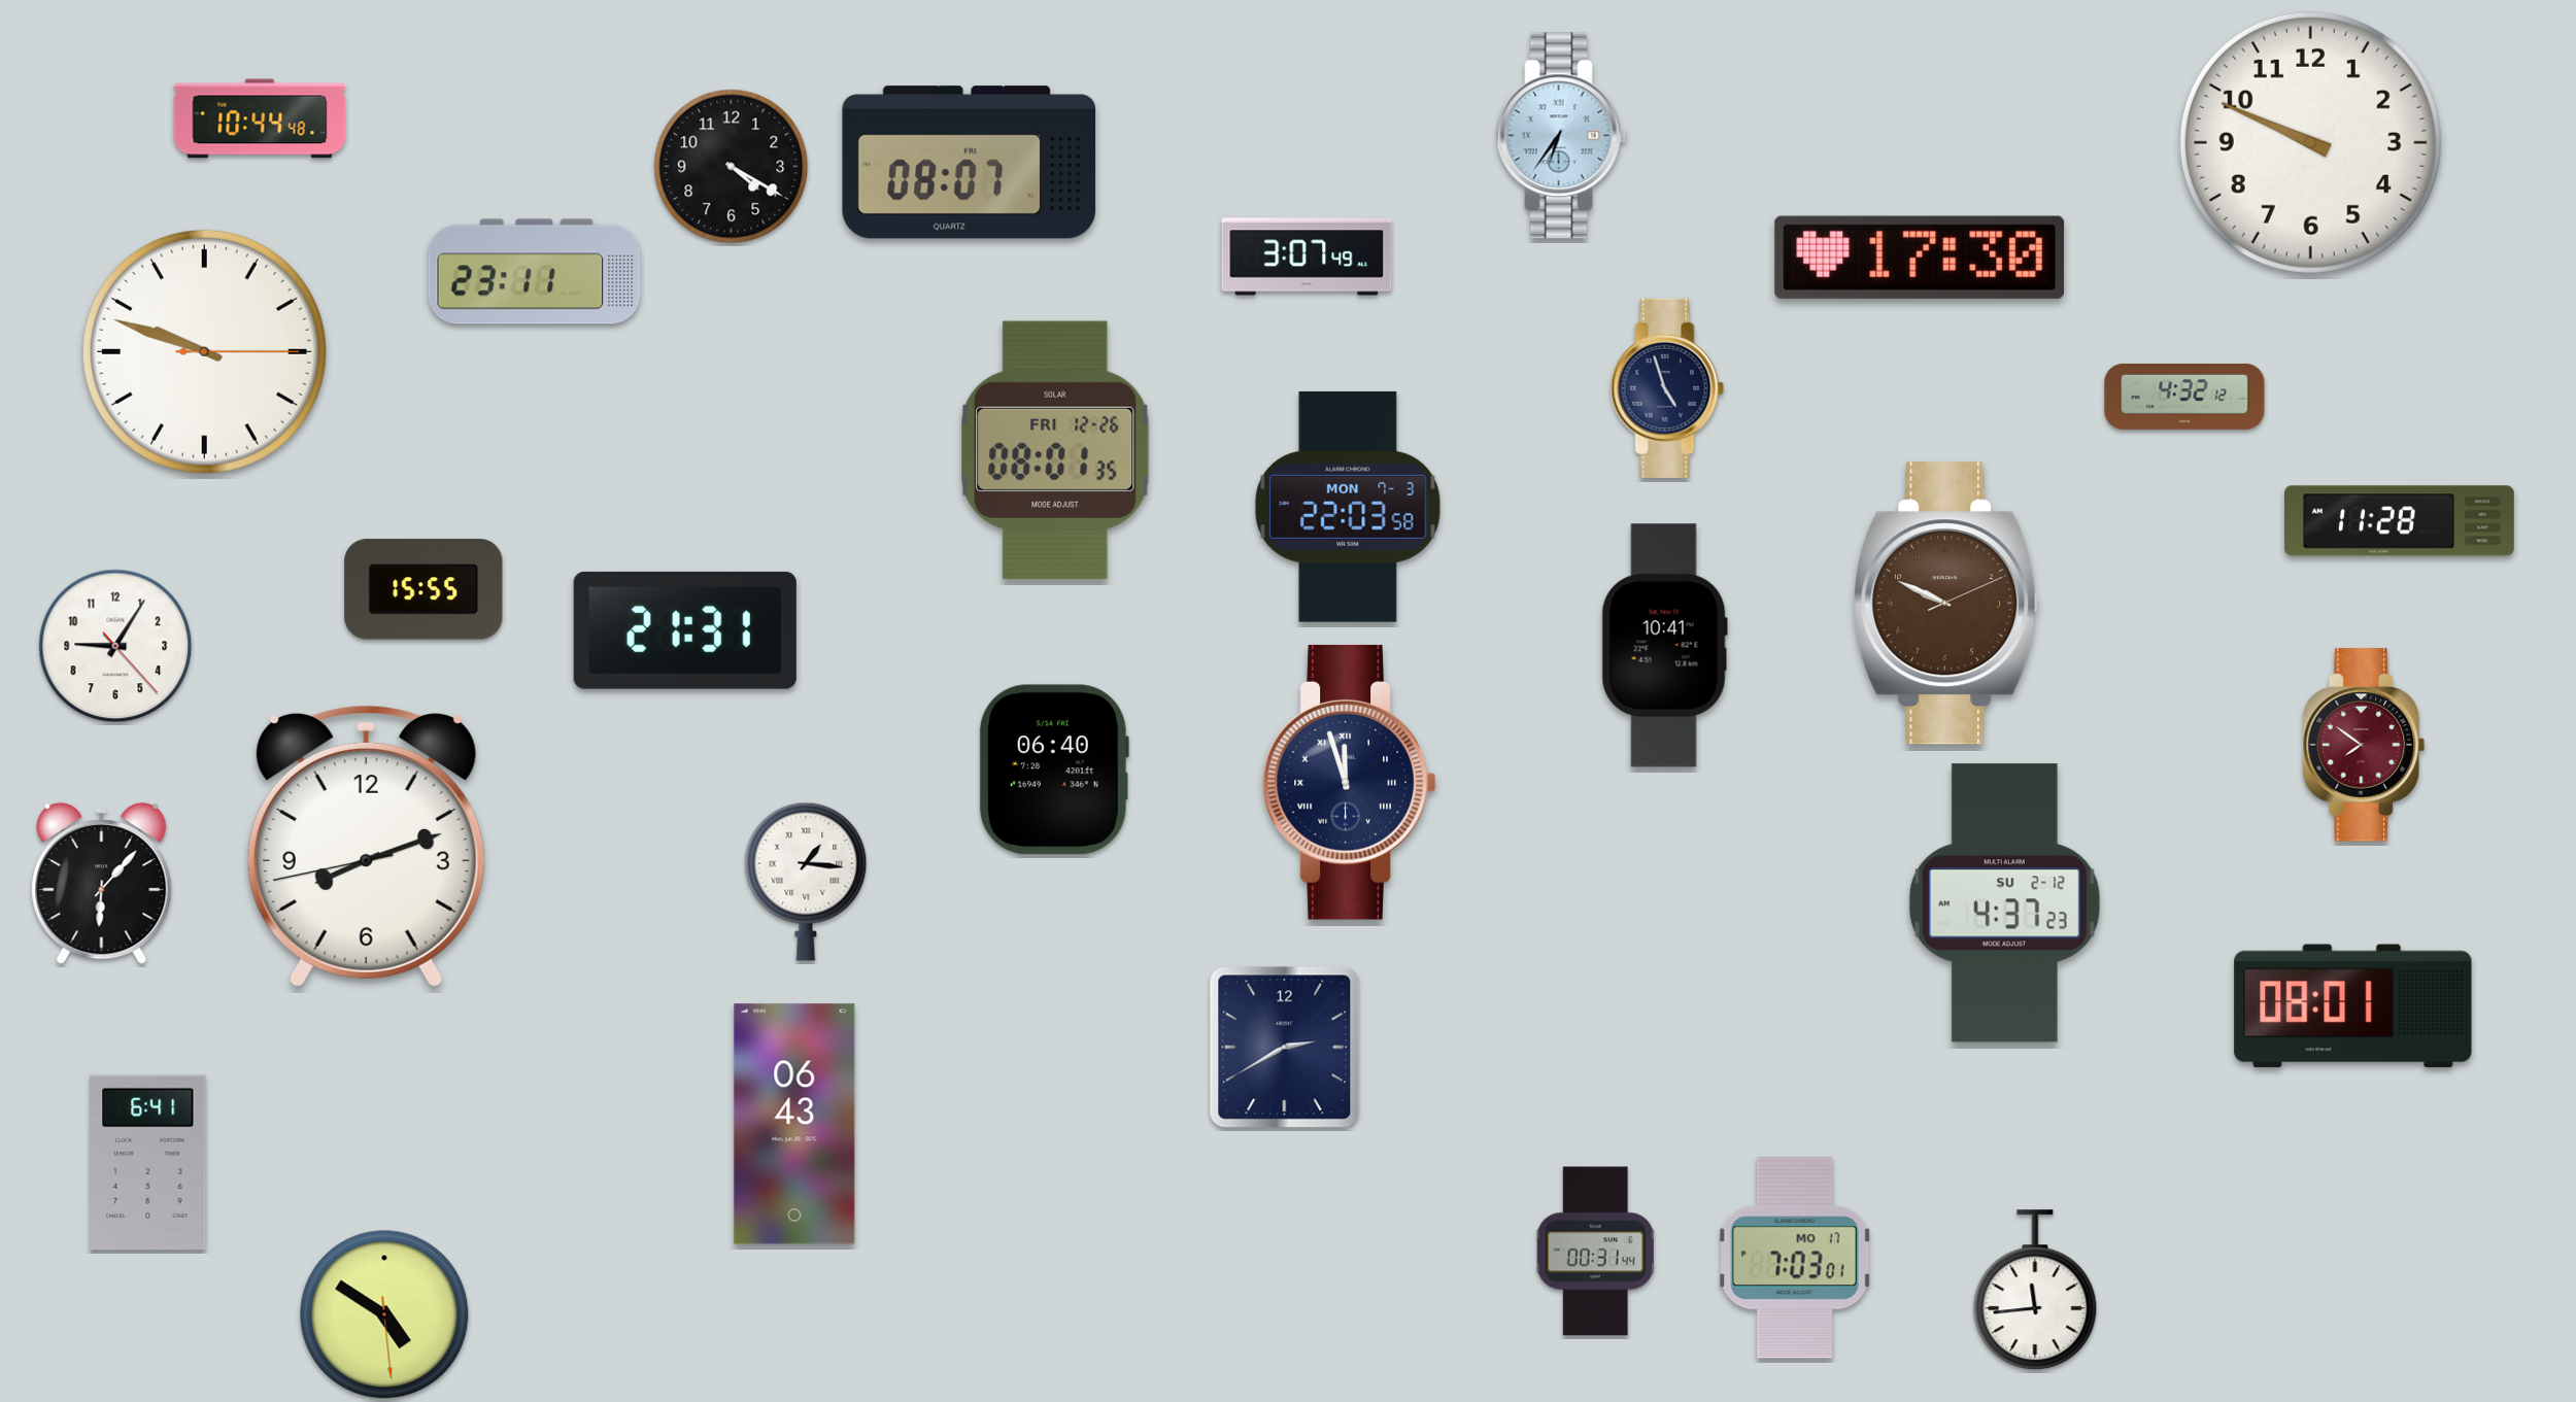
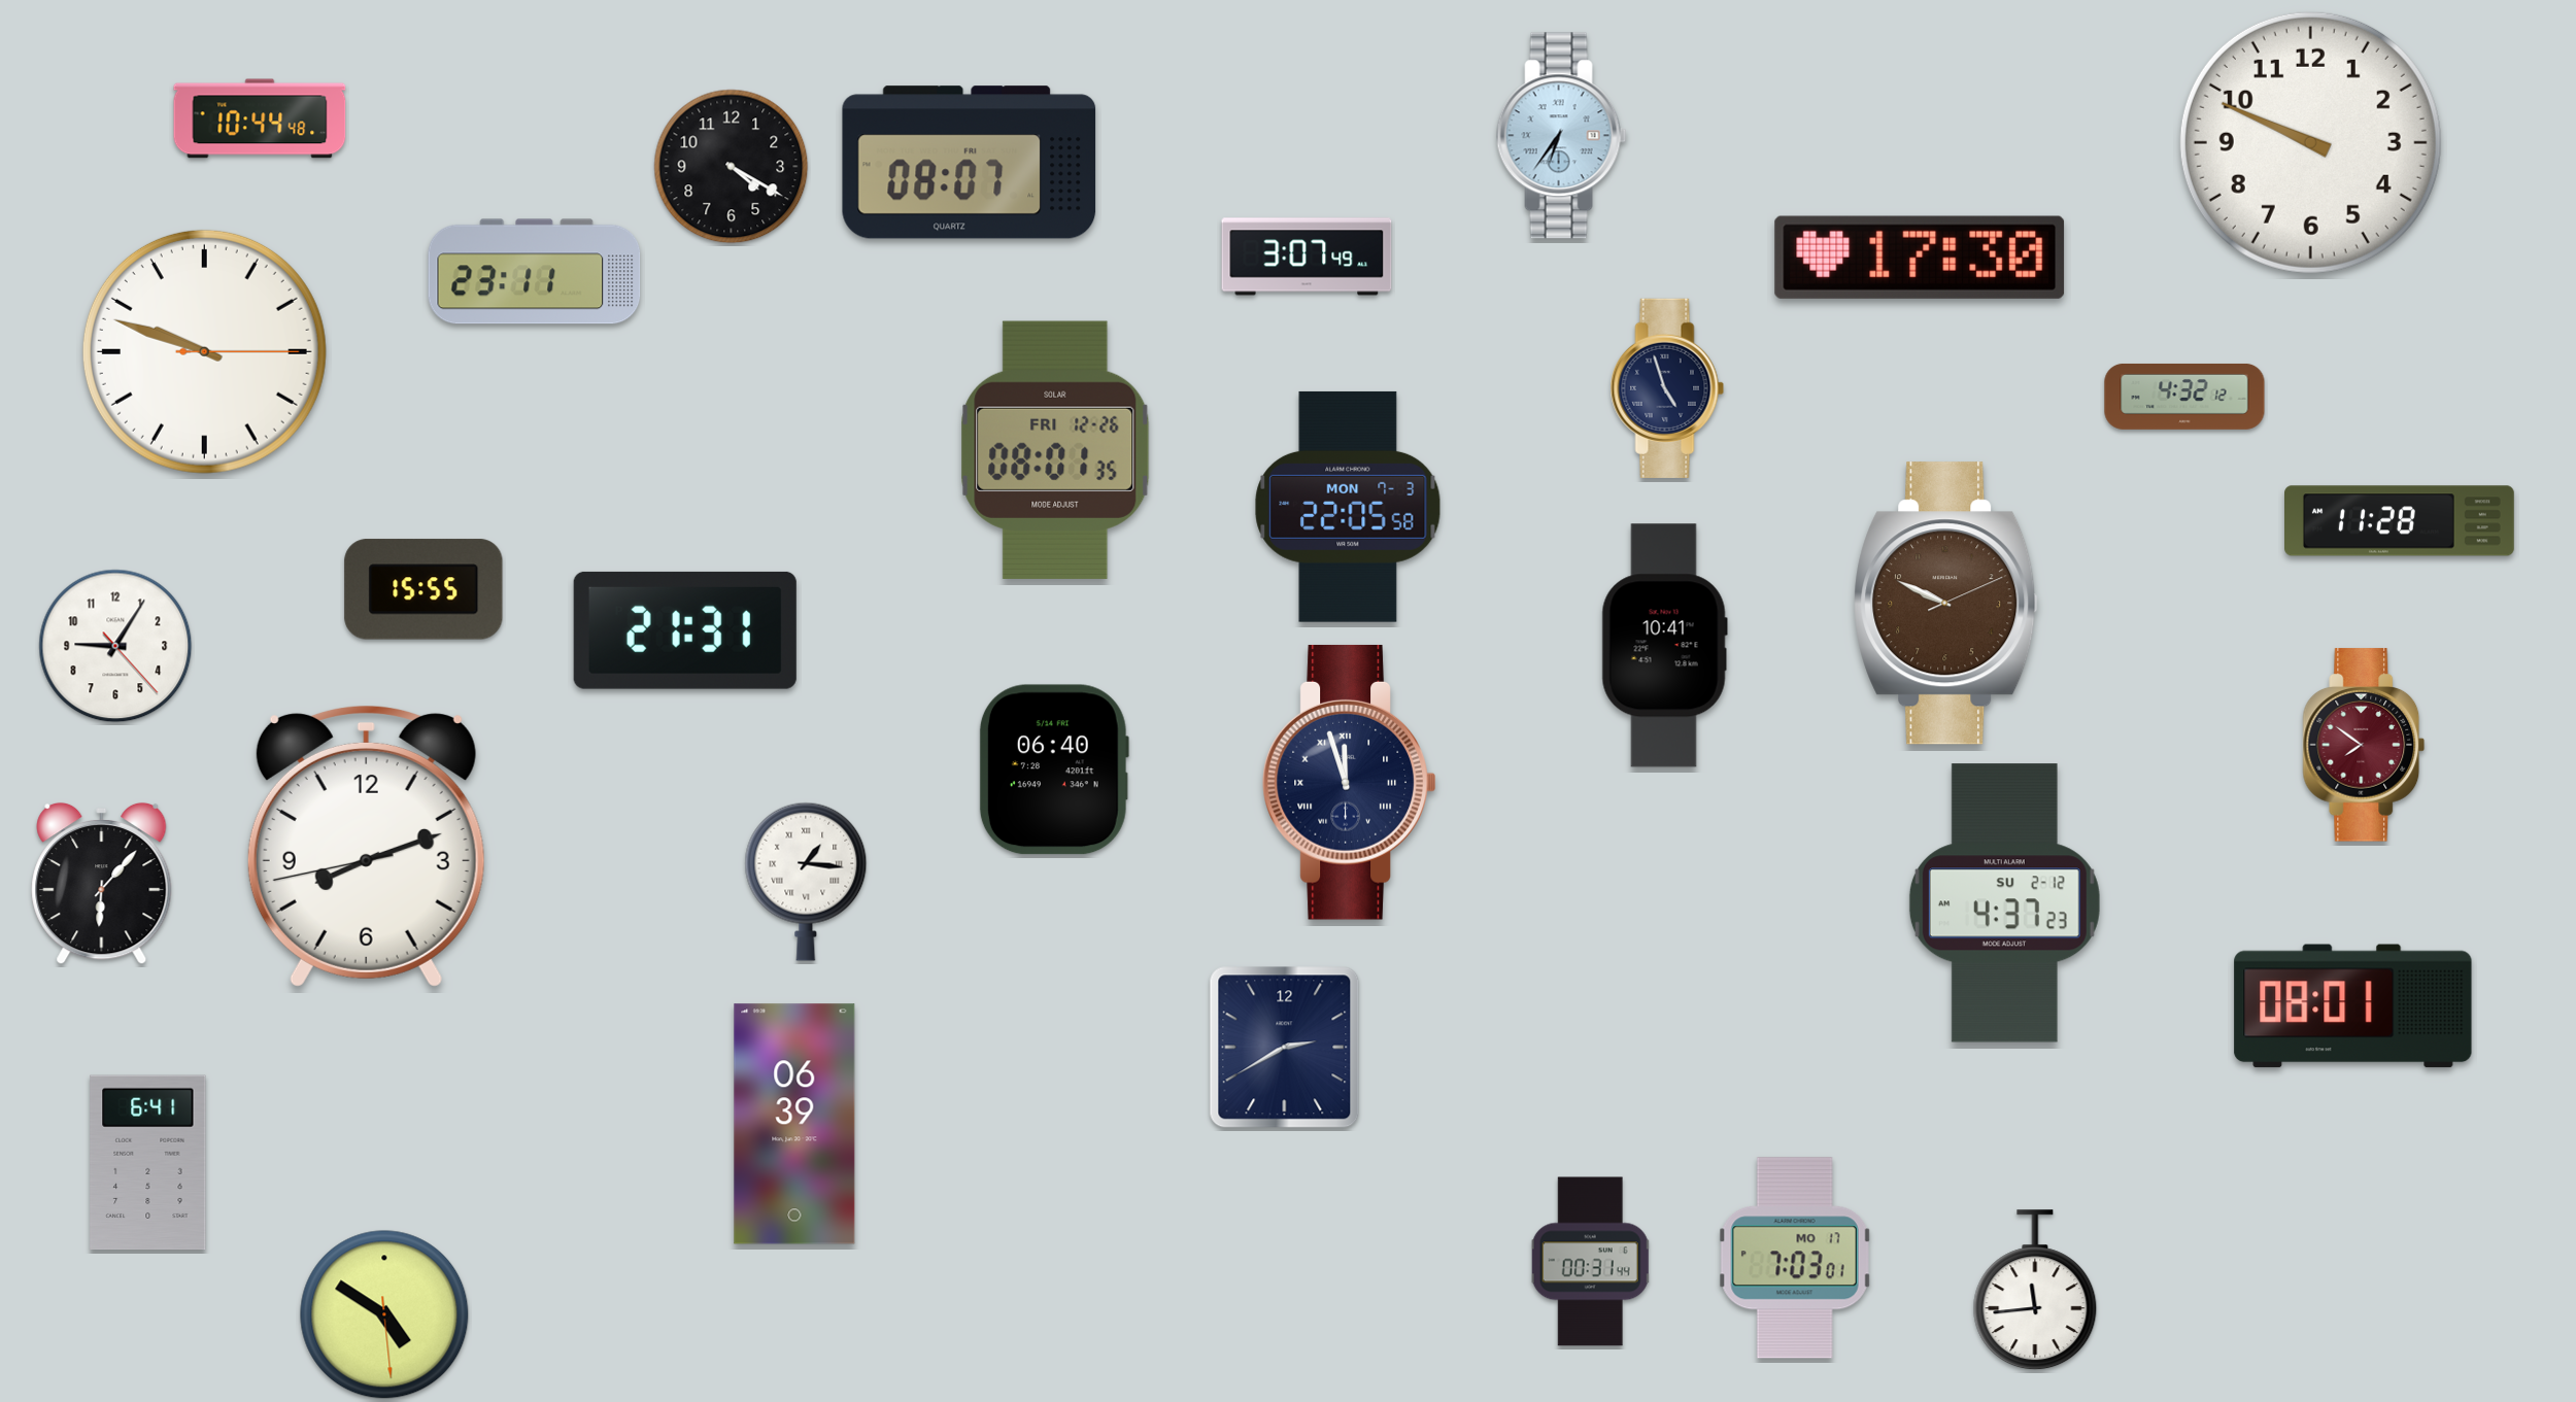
clock at (1348, 507): 22:03 -> 22:05
clock at (794, 1124): 06:43 -> 06:39
clock at (1596, 1252) position: (1596, 1252) -> (1591, 1262)
